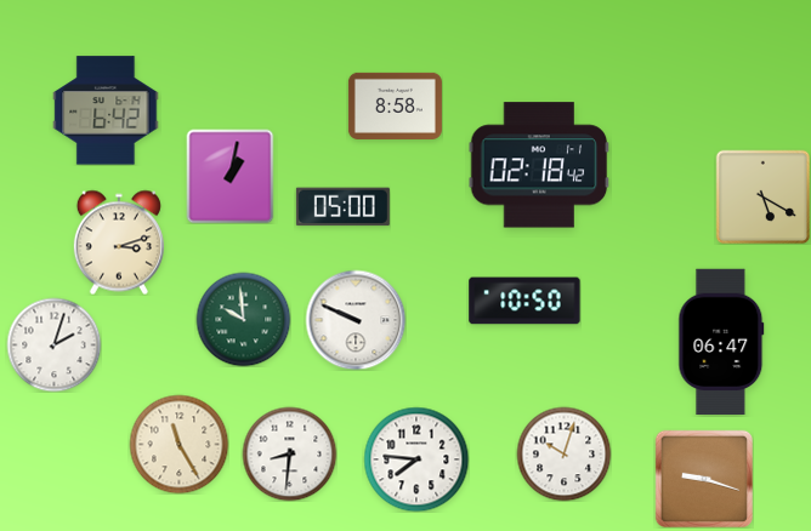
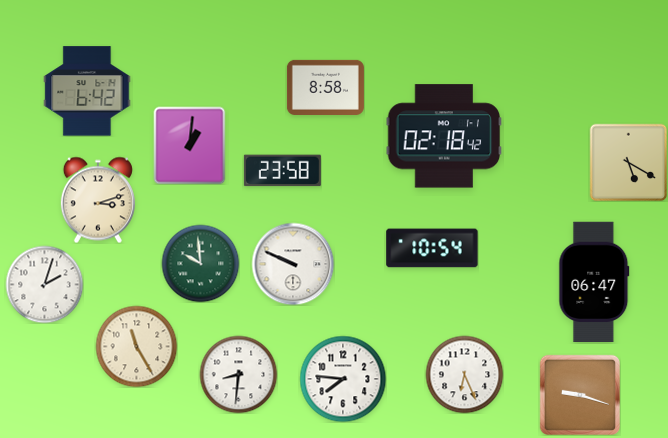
clock at (231, 176): 1:02 -> 1:01
clock at (342, 207): 05:00 -> 23:58
clock at (524, 301): 10:50 -> 10:54
clock at (178, 444) position: (178, 444) -> (136, 346)
clock at (563, 453): 10:03 -> 6:26
